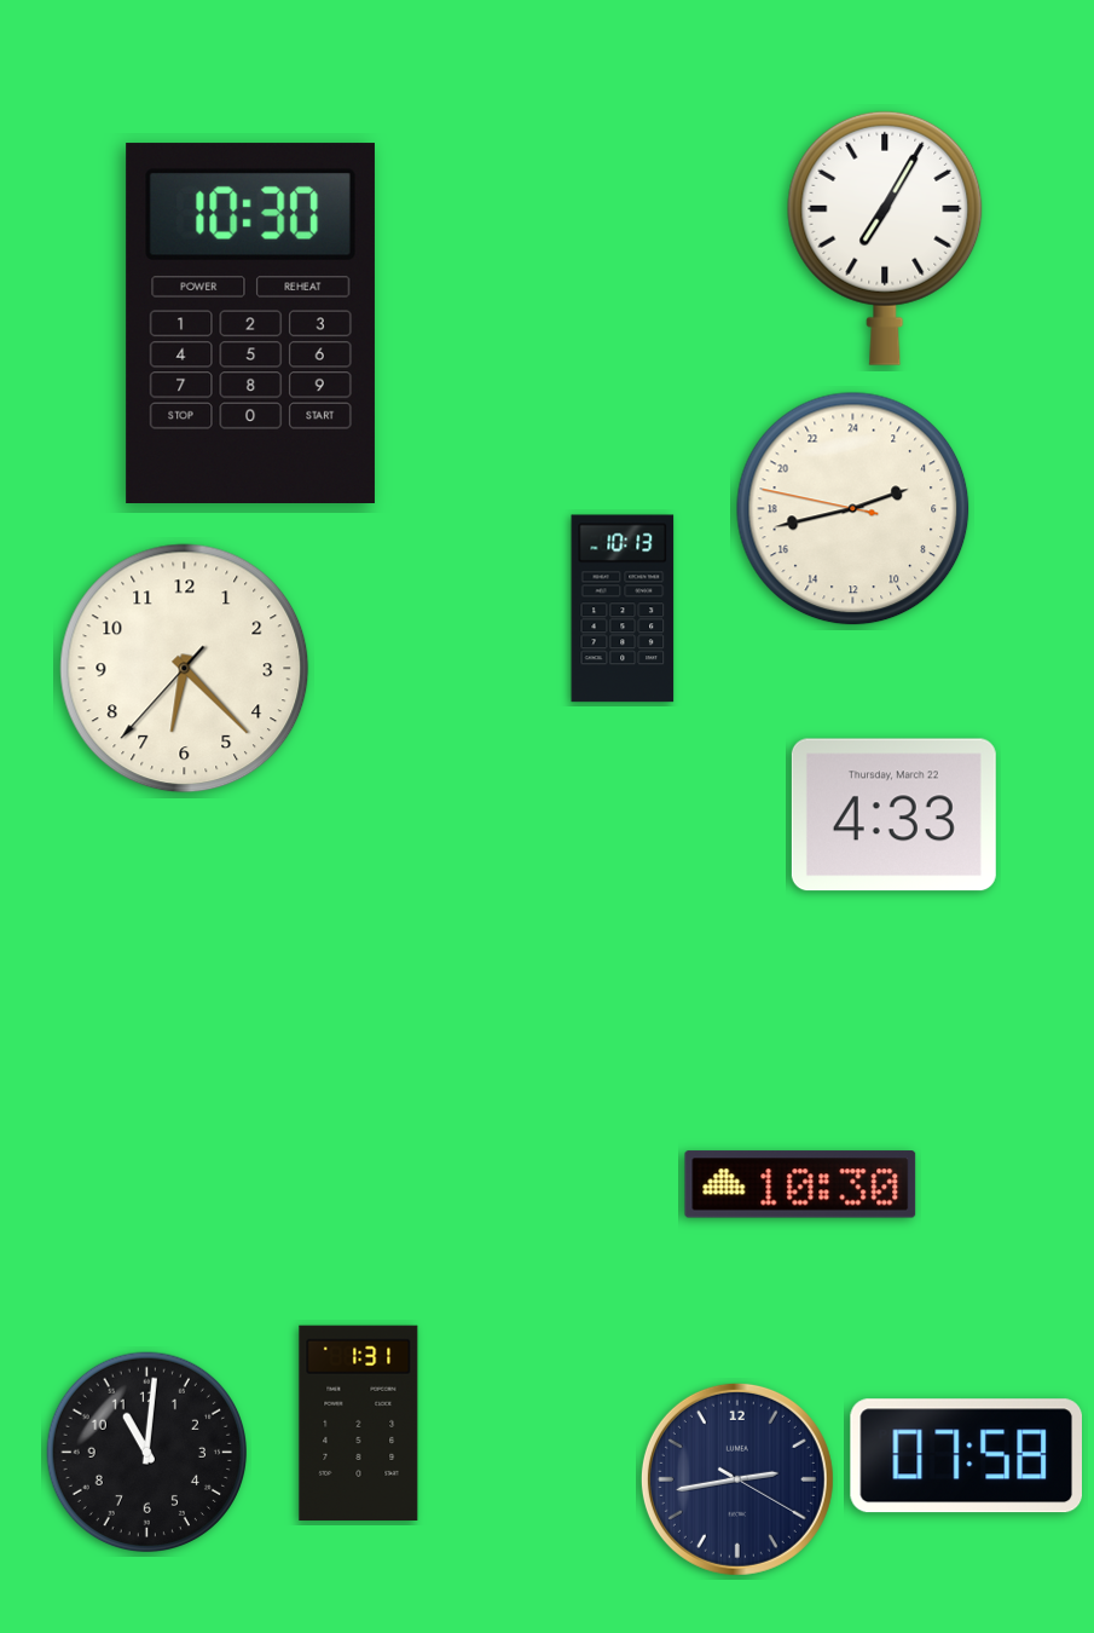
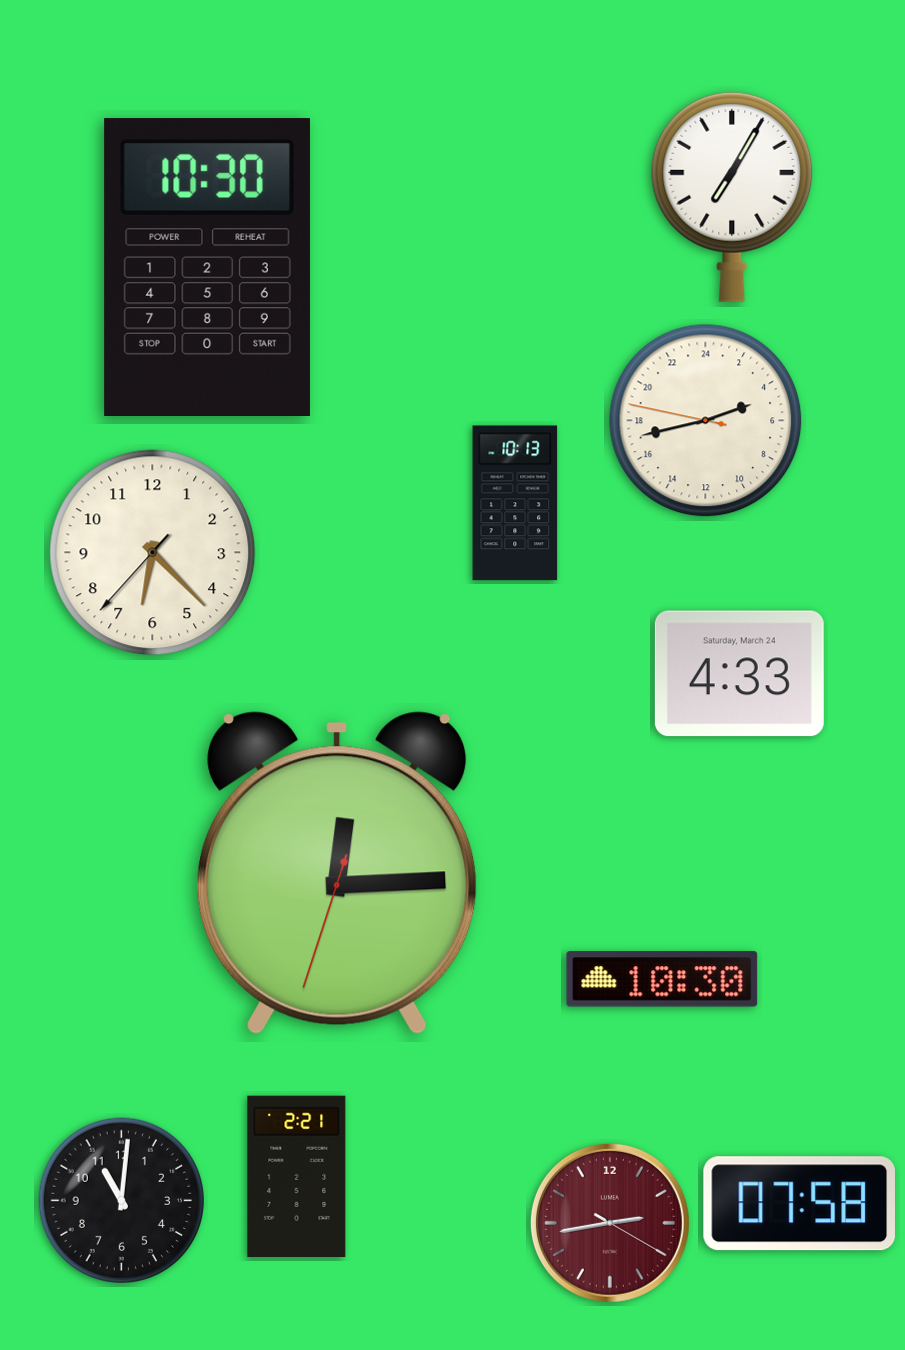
clock at (893, 815) date: Thursday, March 22 -> Saturday, March 24
clock at (338, 873): none -> 12:14
clock at (359, 1423): 1:31 -> 2:21
clock at (737, 1479) dial: navy -> burgundy
